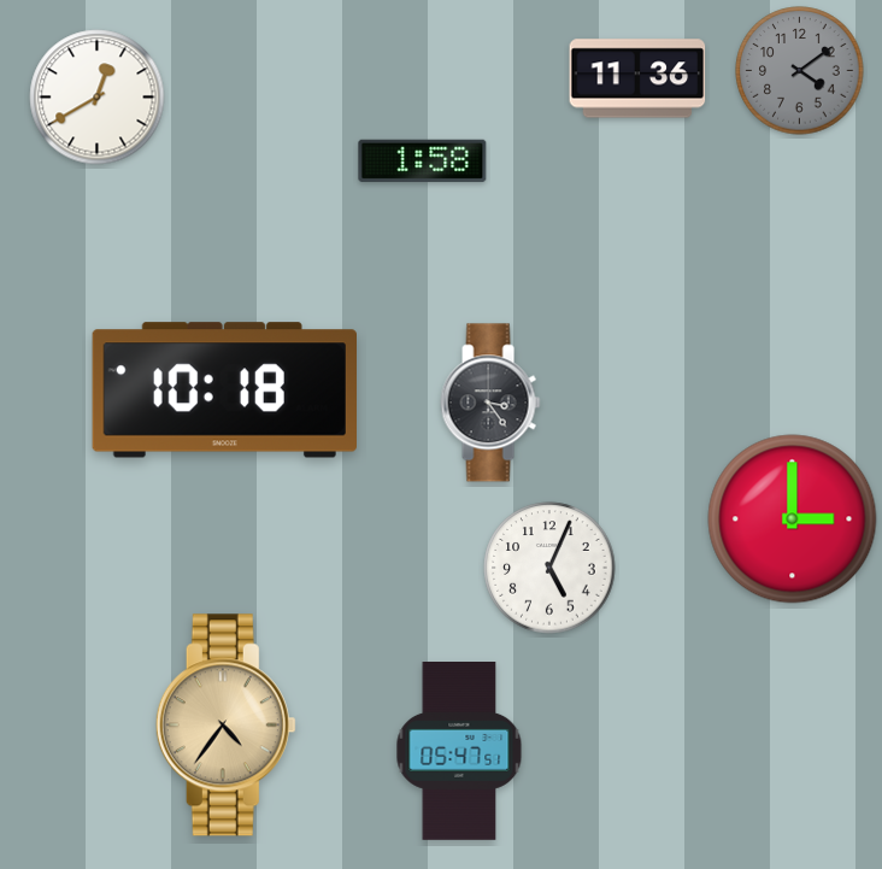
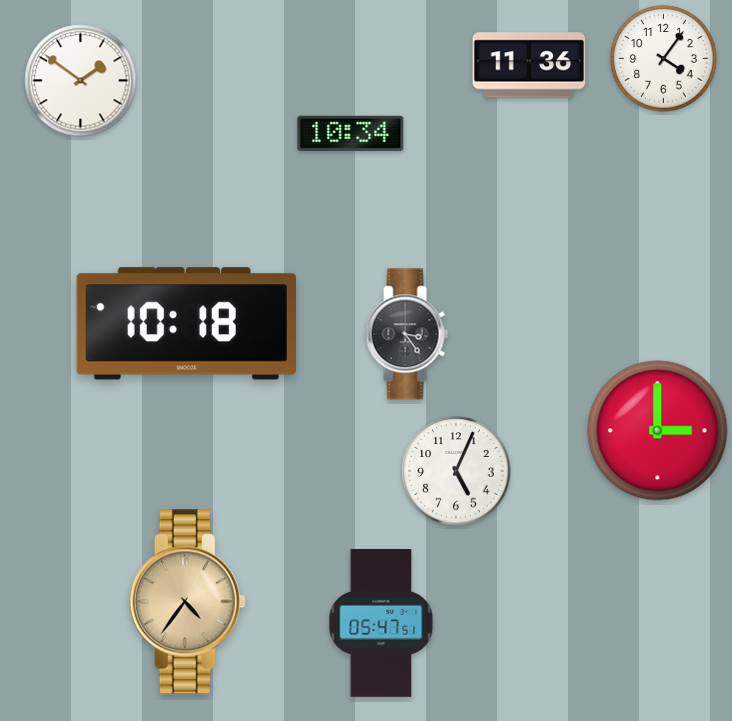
clock at (800, 71): 4:09 -> 4:06
clock at (800, 71) dial: grey -> white
clock at (98, 98): 12:40 -> 1:51
clock at (423, 160): 1:58 -> 10:34
